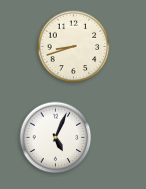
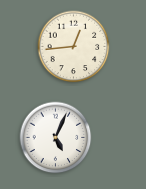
clock at (74, 47): 8:42 -> 12:44
